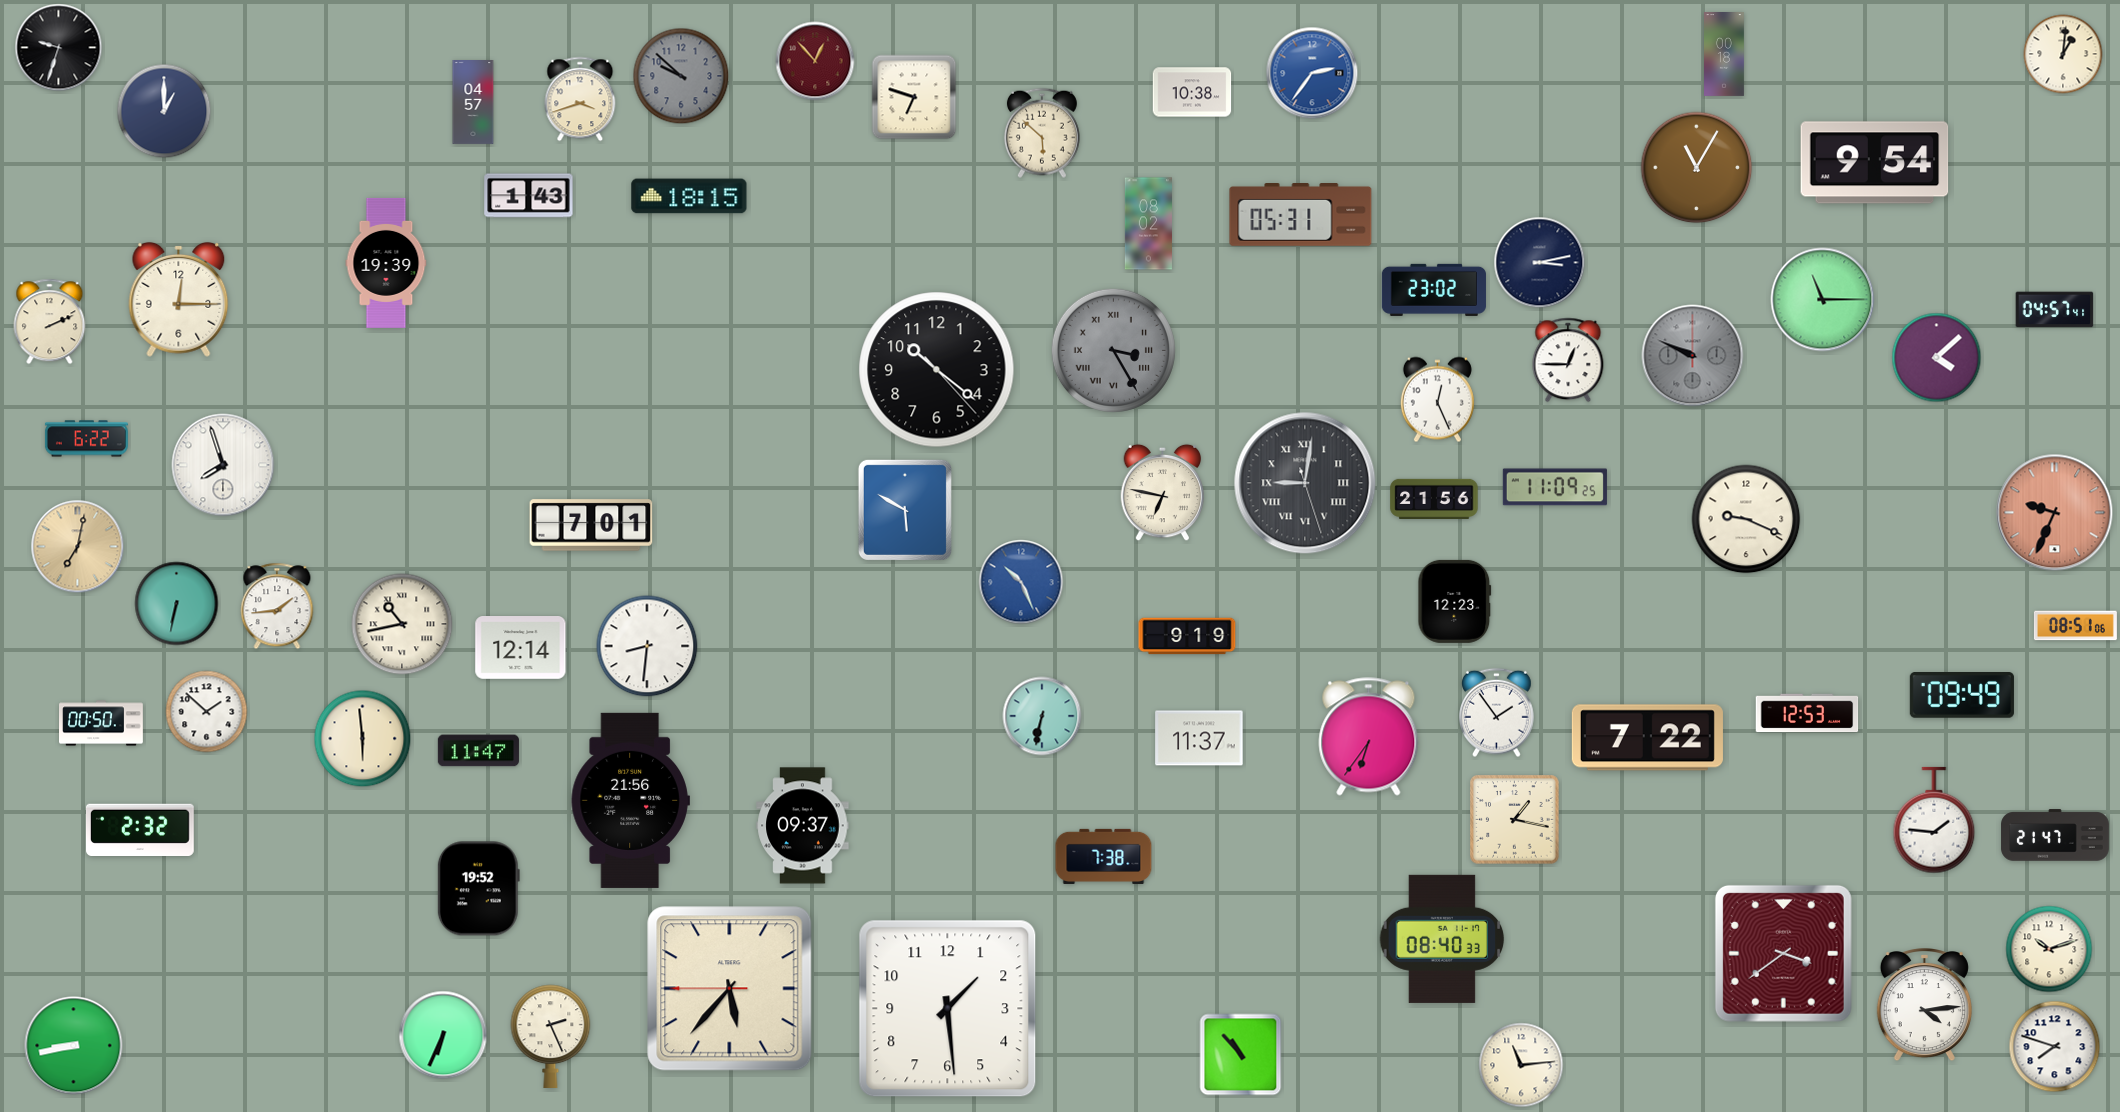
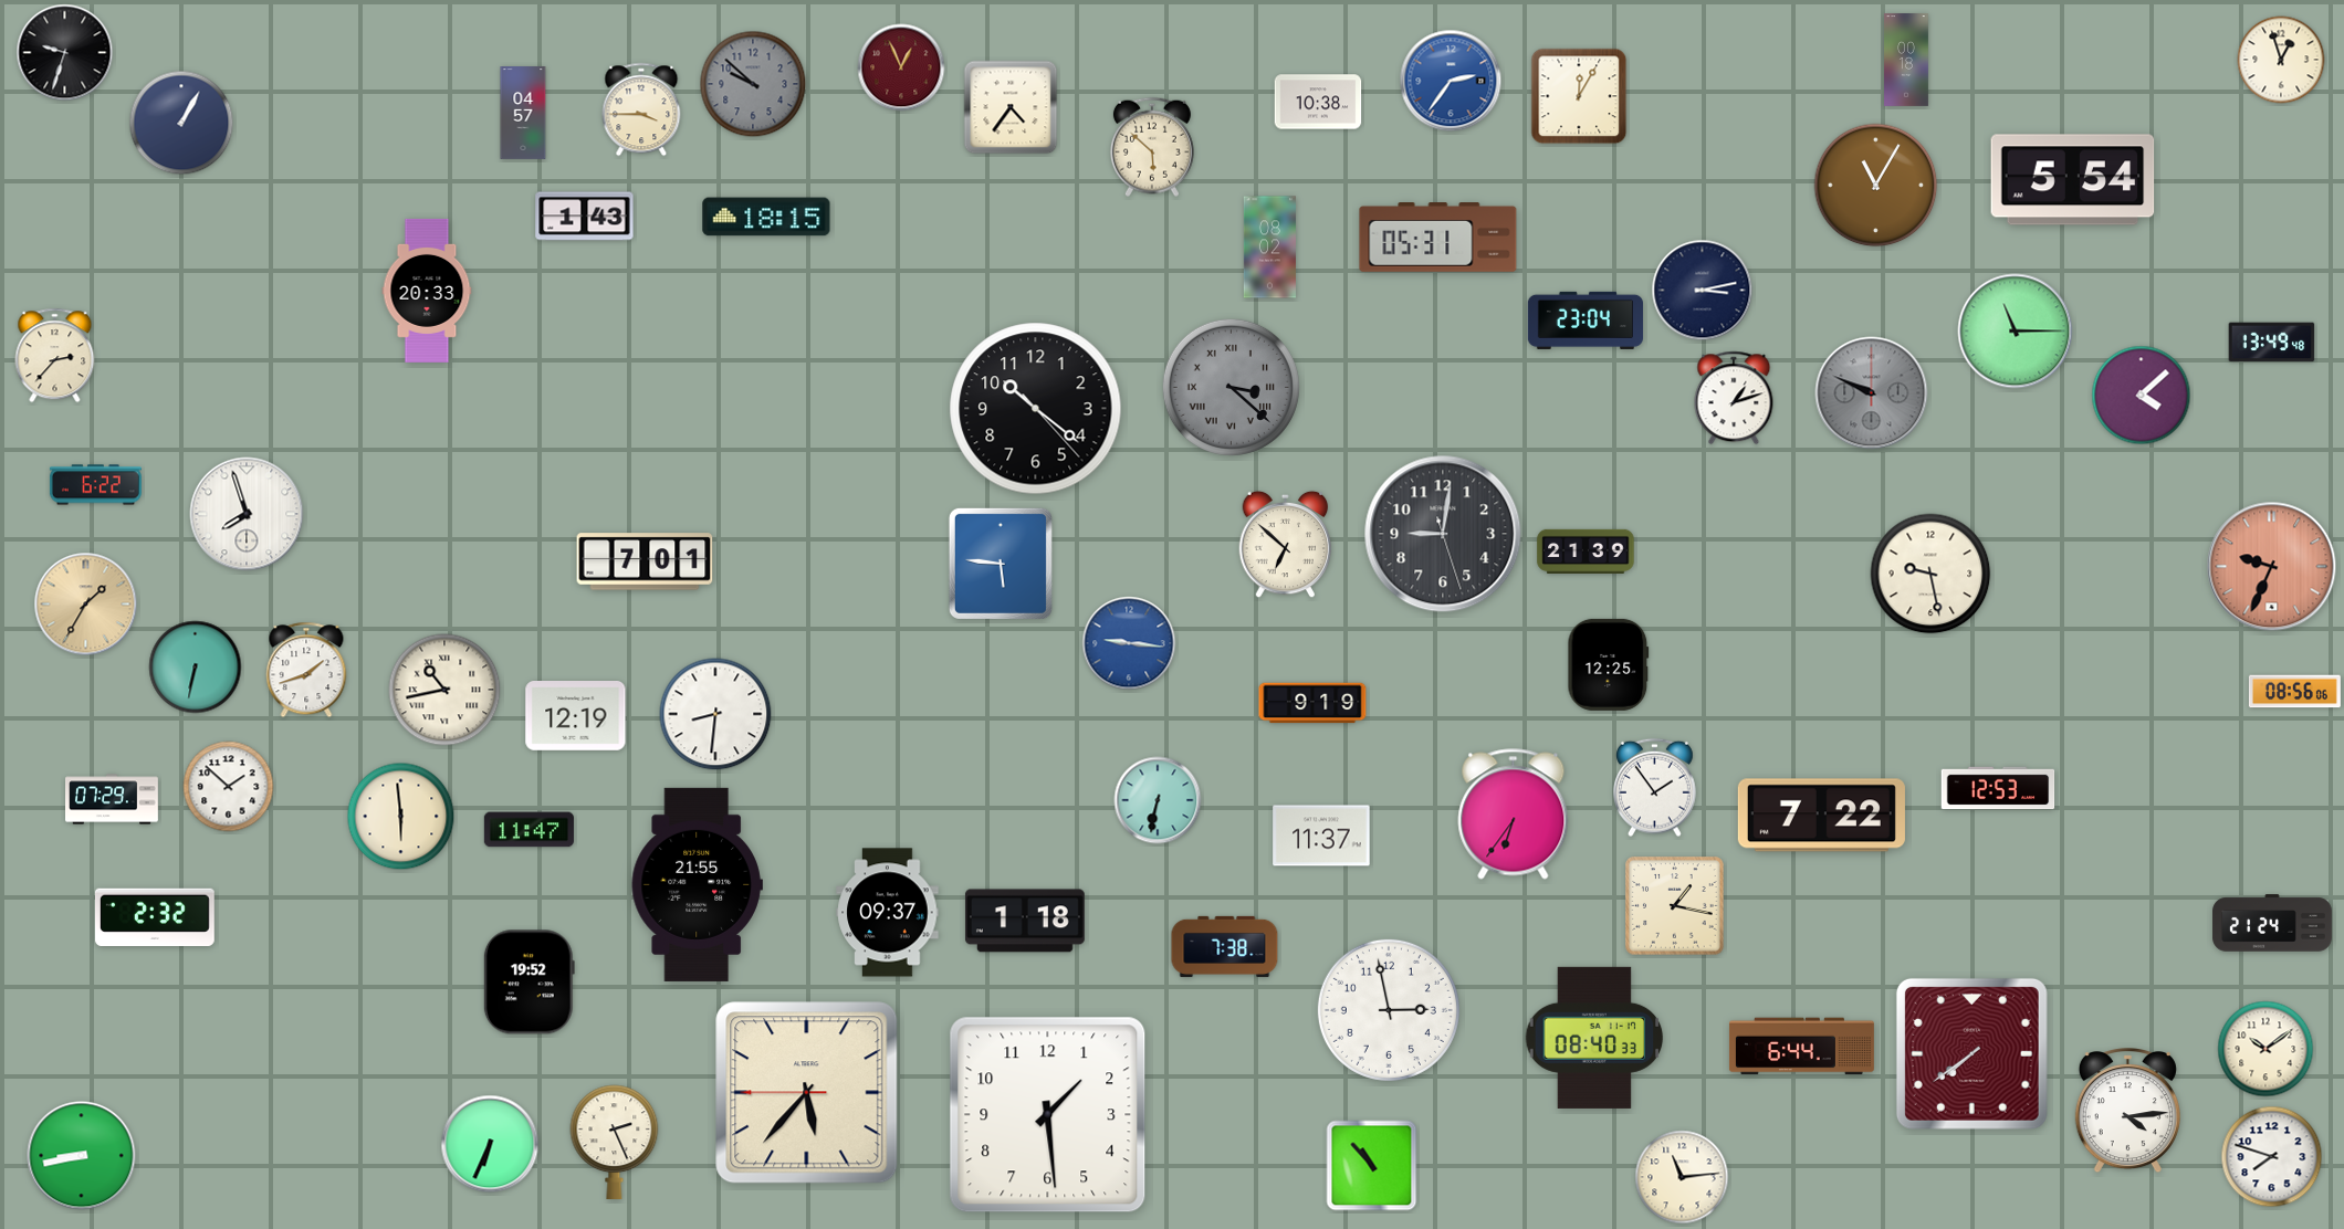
clock at (2063, 54): 1:01 -> 12:57
clock at (815, 61): 12:53 -> 12:56
clock at (1579, 96): none -> 12:05
clock at (914, 97): 6:48 -> 4:36
clock at (580, 99): 3:42 -> 3:45
clock at (164, 111): 1:00 -> 1:05
clock at (1875, 163): 9:54 -> 5:54
clock at (689, 196) position: (689, 196) -> (766, 217)
clock at (386, 263): 19:39 -> 20:33
clock at (1434, 290): 23:02 -> 23:04
clock at (179, 299): 12:15 -> none
clock at (2055, 310): 04:57 -> 13:49
clock at (50, 322): 2:11 -> 2:37
clock at (1113, 350): 3:25 -> 3:22
clock at (1568, 360): 12:45 -> 1:12
clock at (1437, 400): 12:26 -> none
clock at (1305, 483) numerals: Roman -> Arabic
clock at (1555, 487): 11:09 -> none
clock at (1163, 493): 6:47 -> 6:52
clock at (1434, 498): 21:56 -> 21:39
clock at (905, 510): 5:50 -> 5:46
clock at (1746, 519): 9:19 -> 9:28
clock at (591, 525) position: (591, 525) -> (645, 561)
clock at (78, 547): 7:02 -> 1:35
clock at (1021, 582): 10:26 -> 9:16
clock at (1455, 601): 12:23 -> 12:25
clock at (277, 606): 1:44 -> 1:42
clock at (2075, 626): 08:51 -> 08:56
clock at (521, 648): 12:14 -> 12:19
clock at (1962, 696): 09:49 -> none
clock at (1042, 716) position: (1042, 716) -> (1158, 800)
clock at (102, 723): 00:50 -> 07:29
clock at (1199, 738) position: (1199, 738) -> (1321, 836)
clock at (630, 800): 21:56 -> 21:55
clock at (1934, 820): 1:46 -> none
clock at (1025, 921): none -> 1:18
clock at (2055, 835): 21:47 -> 21:24
clock at (1104, 856) position: (1104, 856) -> (1225, 946)
clock at (1389, 1010): none -> 2:58
clock at (1801, 1047): none -> 6:44
clock at (2049, 949): 10:12 -> 10:09
clock at (1783, 953): 3:39 -> 7:39
clock at (551, 1036) position: (551, 1036) -> (615, 1142)
